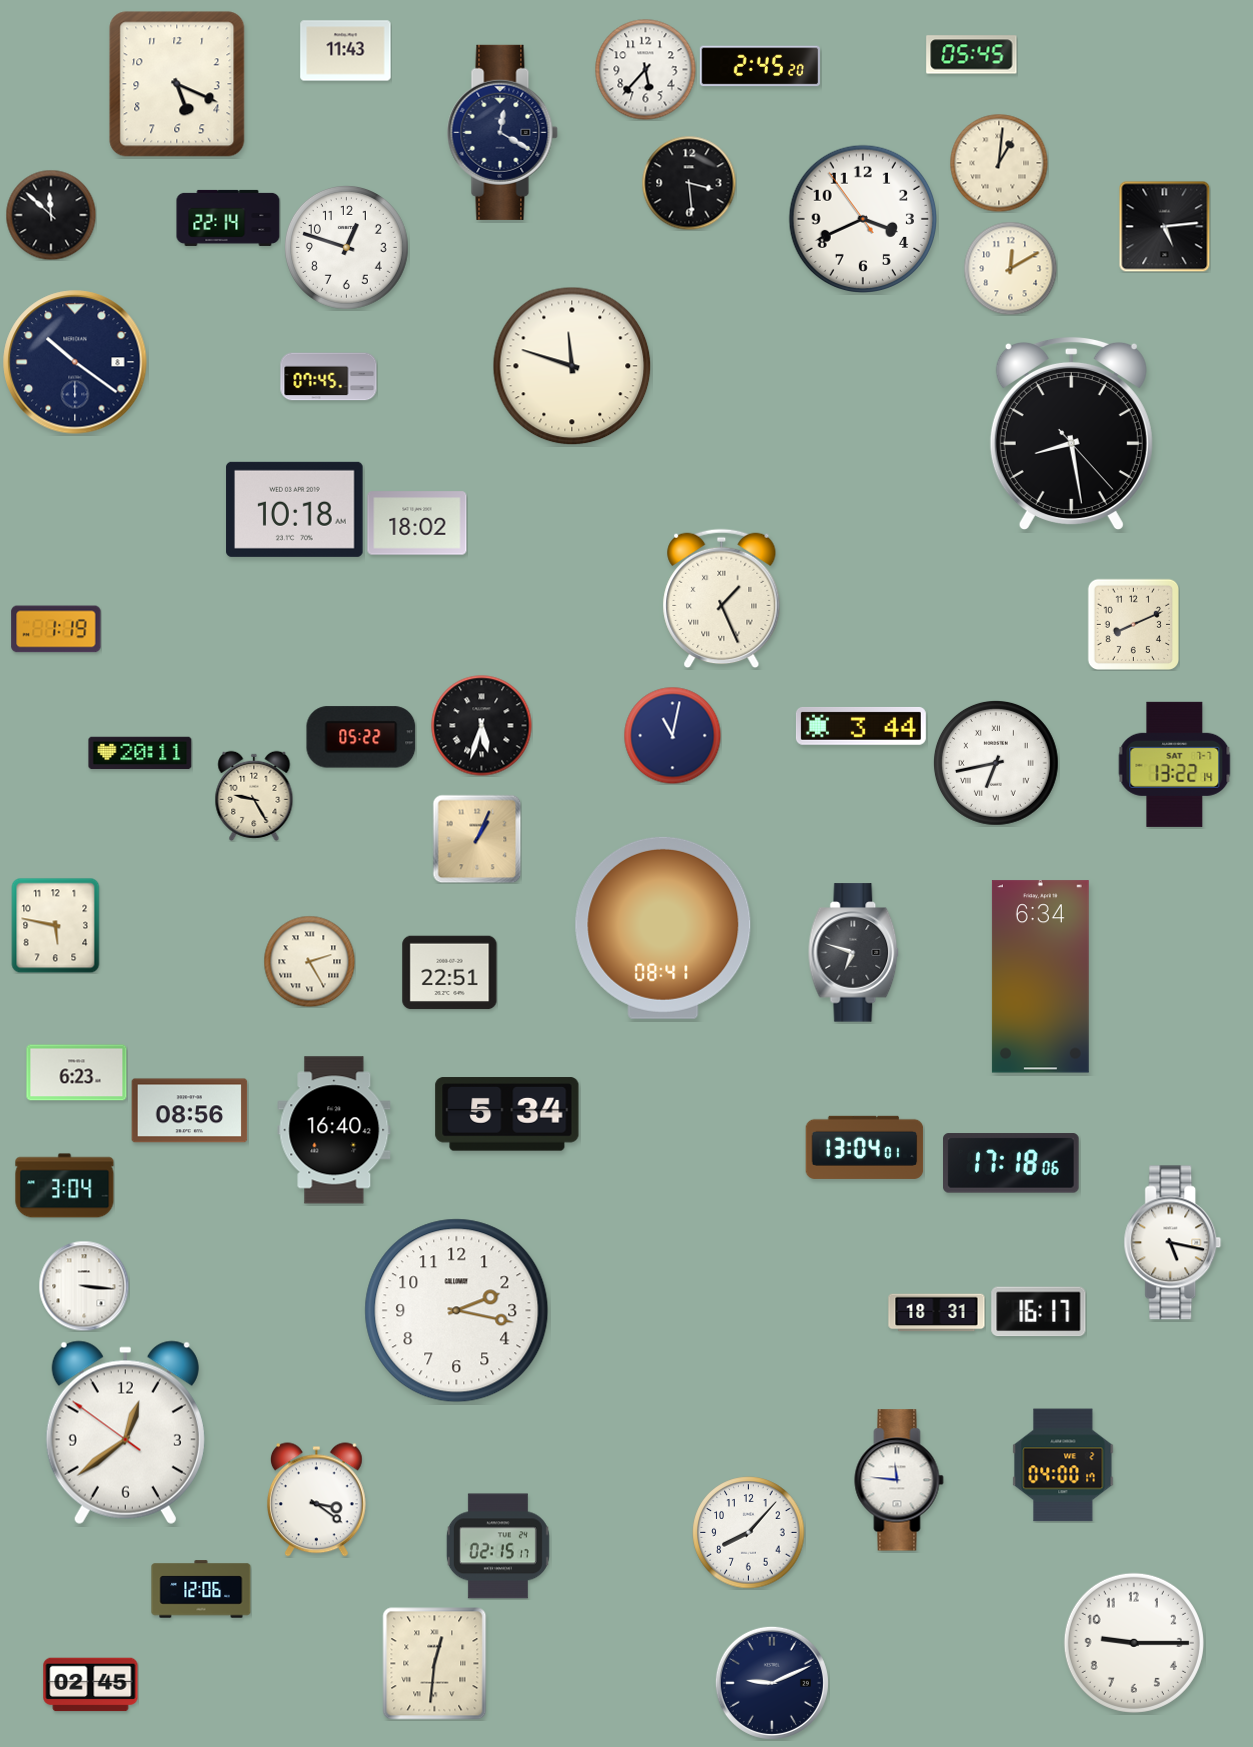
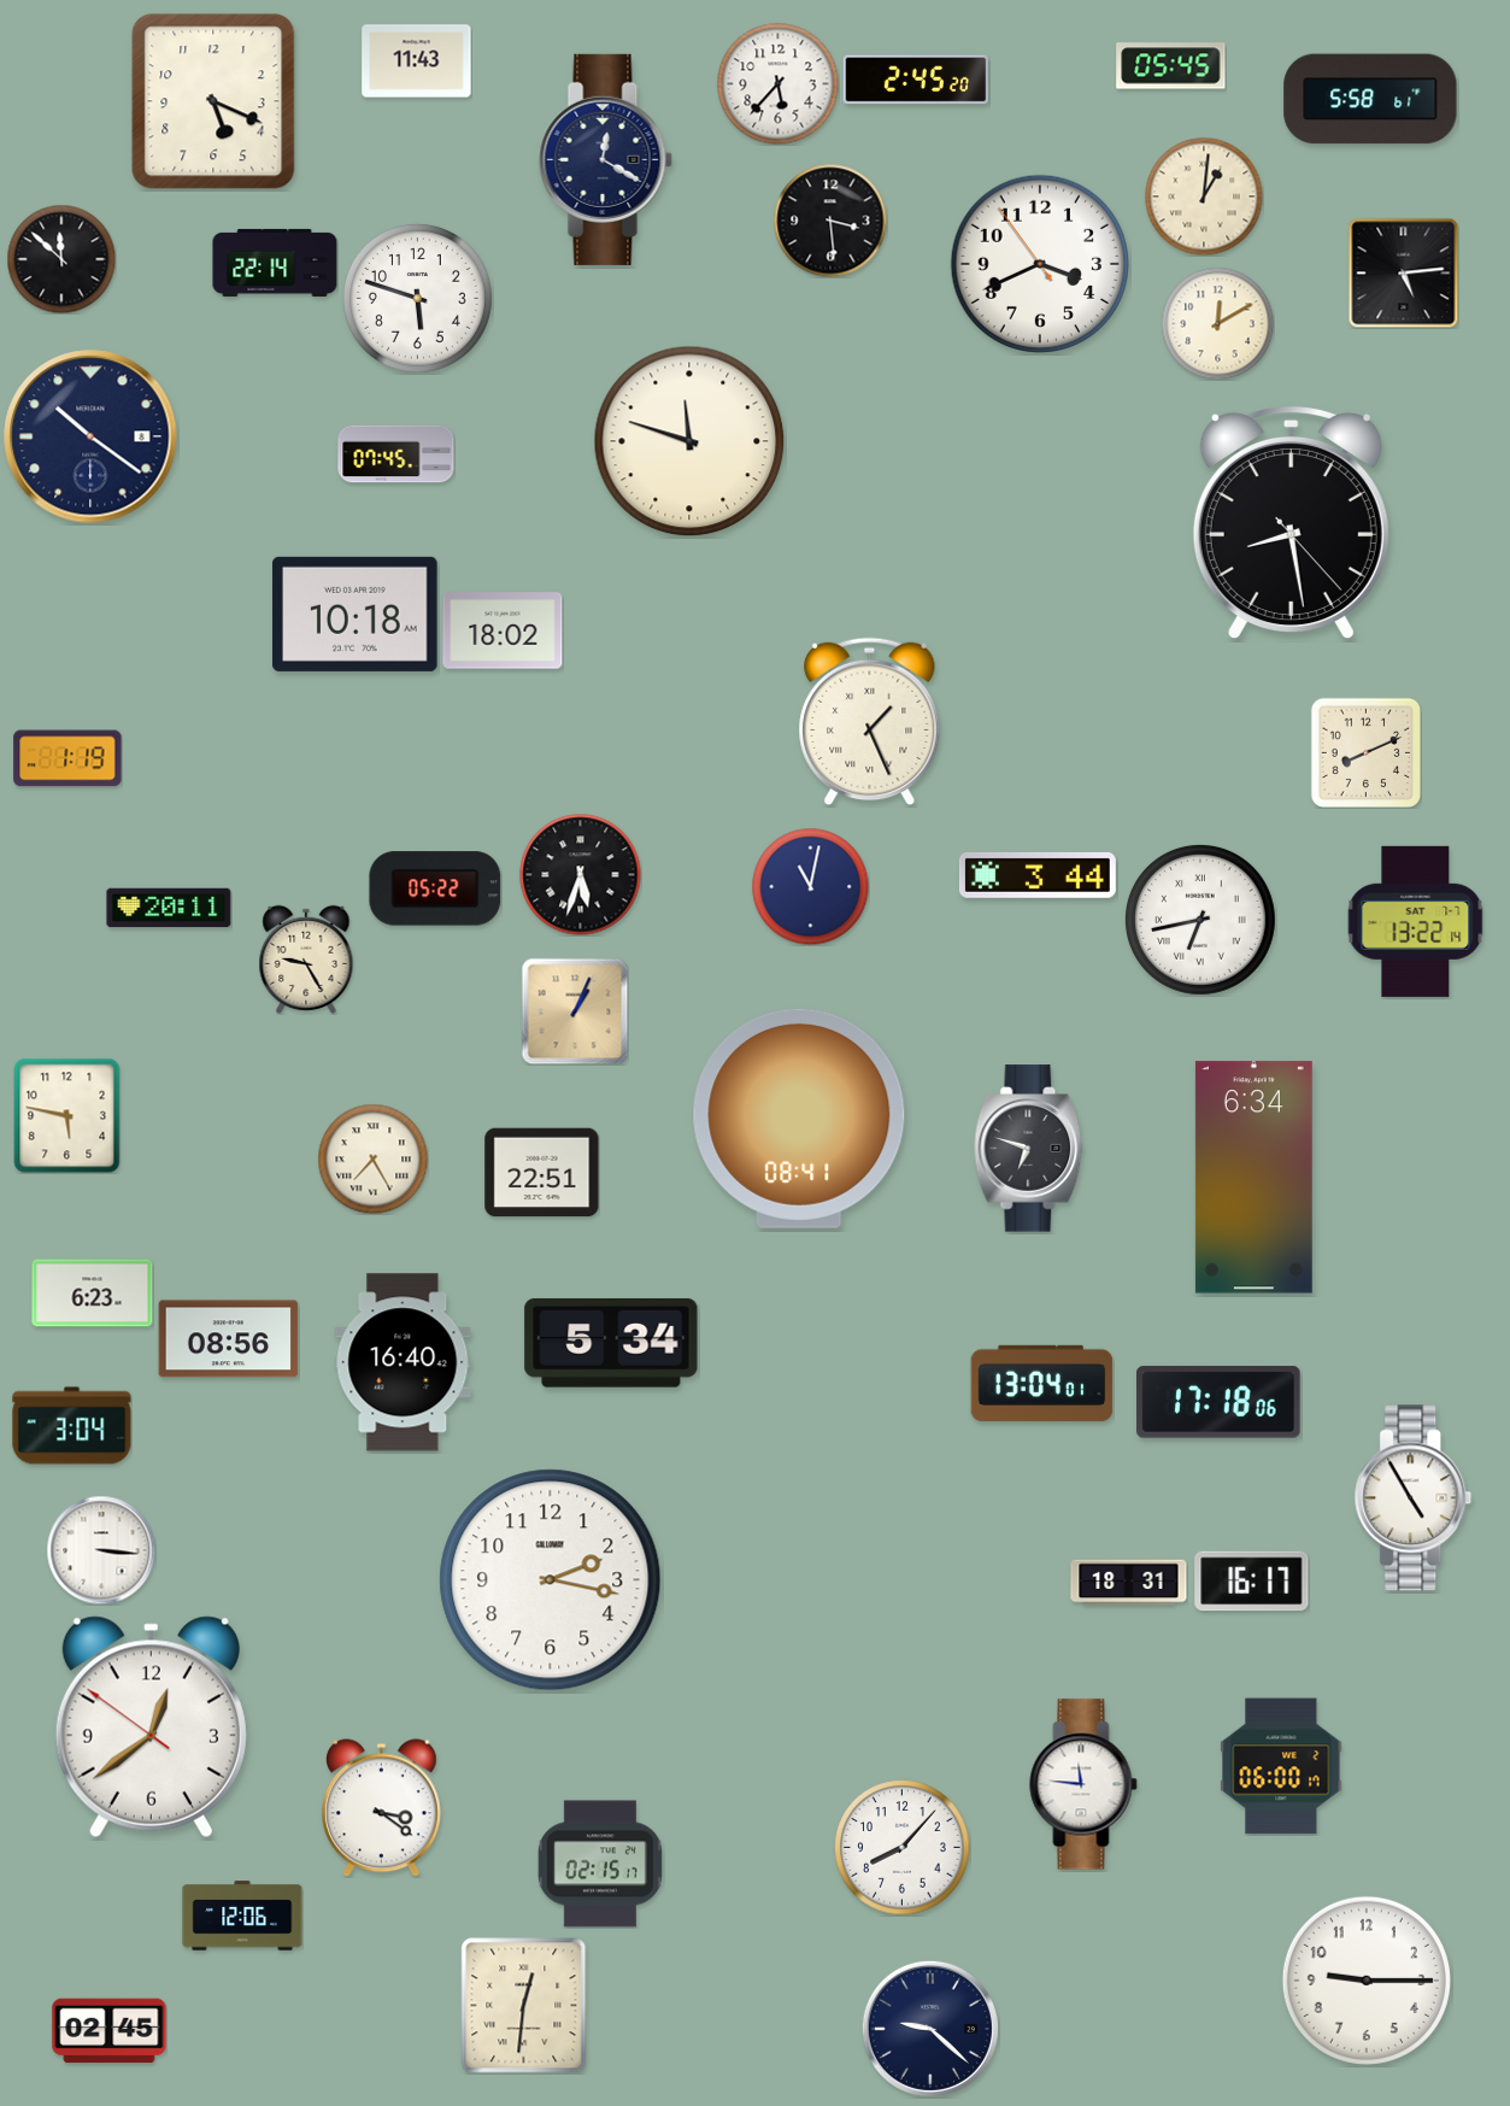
clock at (1370, 99): none -> 5:58
clock at (346, 247): 12:48 -> 5:48
clock at (309, 961): 2:25 -> 7:25
clock at (65, 1186) position: (65, 1186) -> (72, 1426)
clock at (1173, 1243): 5:17 -> 4:55
clock at (1063, 1465): 04:00 -> 06:00
clock at (772, 1683): 9:11 -> 9:22
